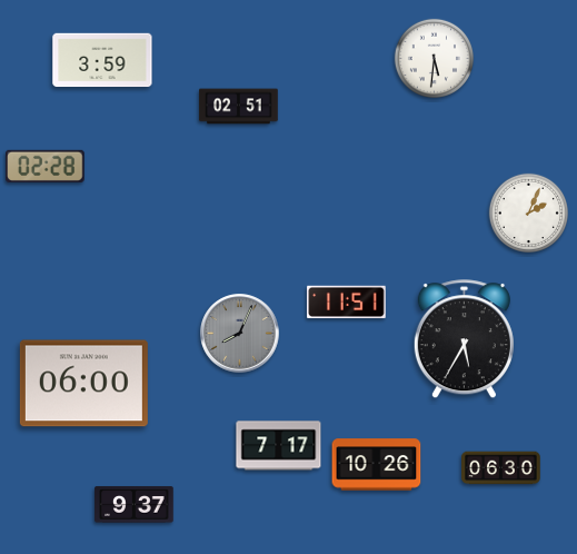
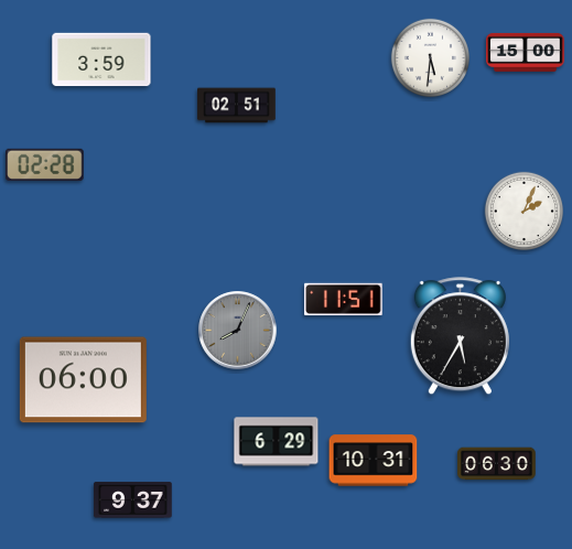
clock at (526, 52): none -> 15:00
clock at (279, 446): 7:17 -> 6:29
clock at (377, 465): 10:26 -> 10:31
